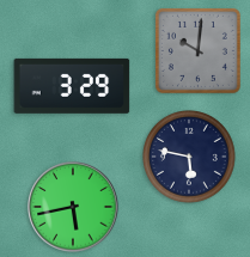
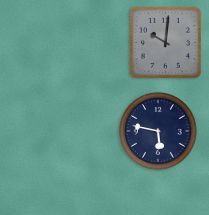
clock at (72, 86): 3:29 -> none
clock at (73, 207): 5:43 -> none
